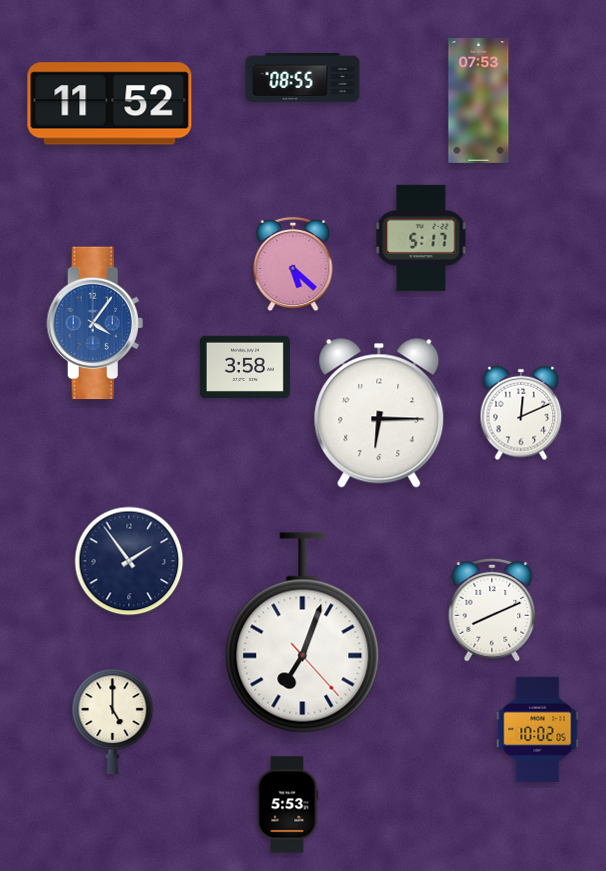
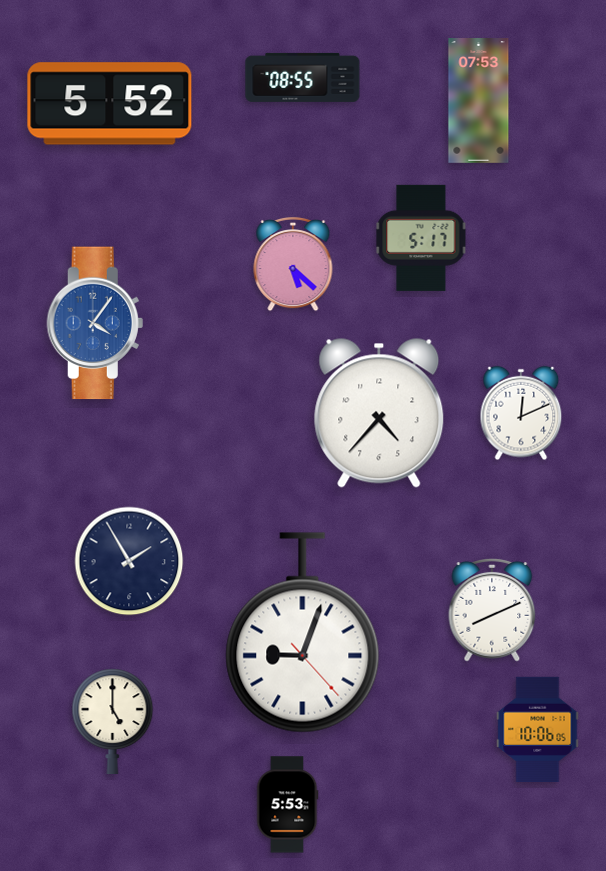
clock at (110, 104): 11:52 -> 5:52
clock at (245, 366): 3:58 -> none
clock at (379, 413): 6:15 -> 4:37
clock at (129, 561): 1:54 -> 1:55
clock at (303, 633): 7:03 -> 9:03
clock at (538, 729): 10:02 -> 10:06
